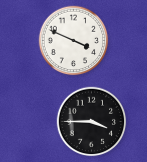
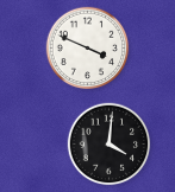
clock at (92, 122): 3:45 -> 4:01
